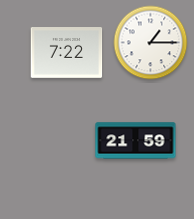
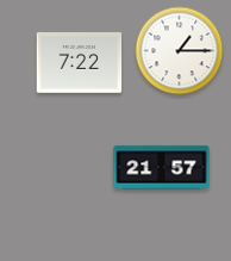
clock at (136, 141): 21:59 -> 21:57
